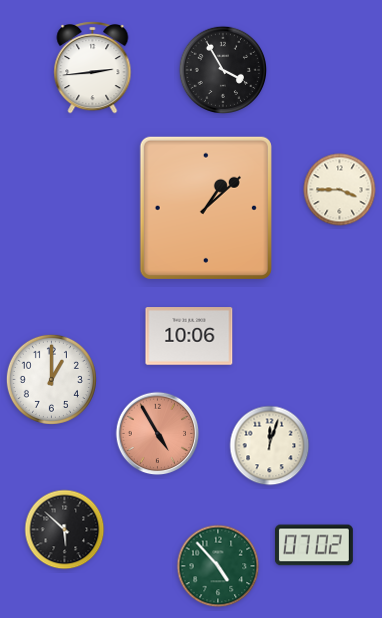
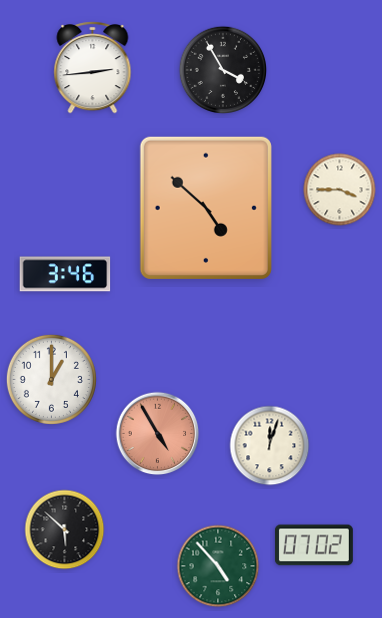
clock at (206, 208): 1:08 -> 4:52
clock at (65, 274): none -> 3:46
clock at (189, 336): 10:06 -> none
